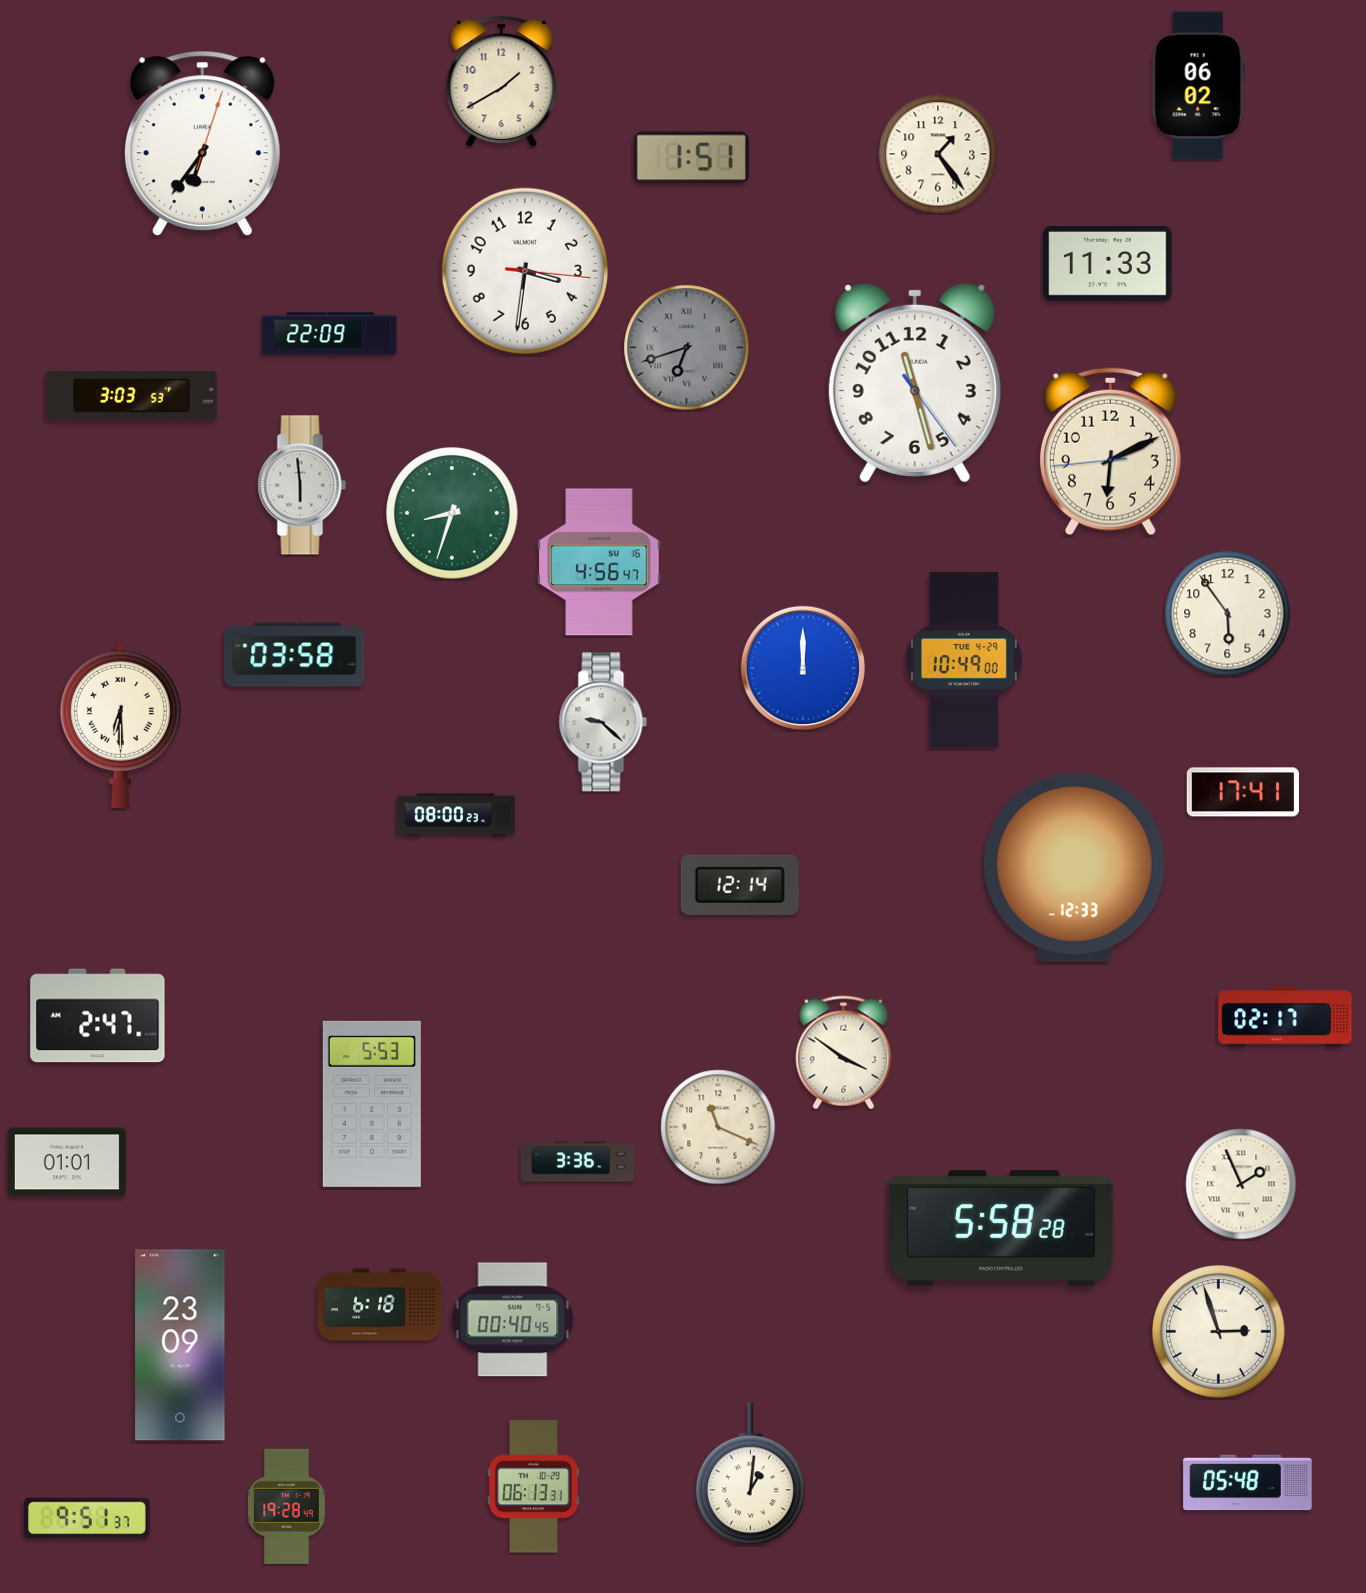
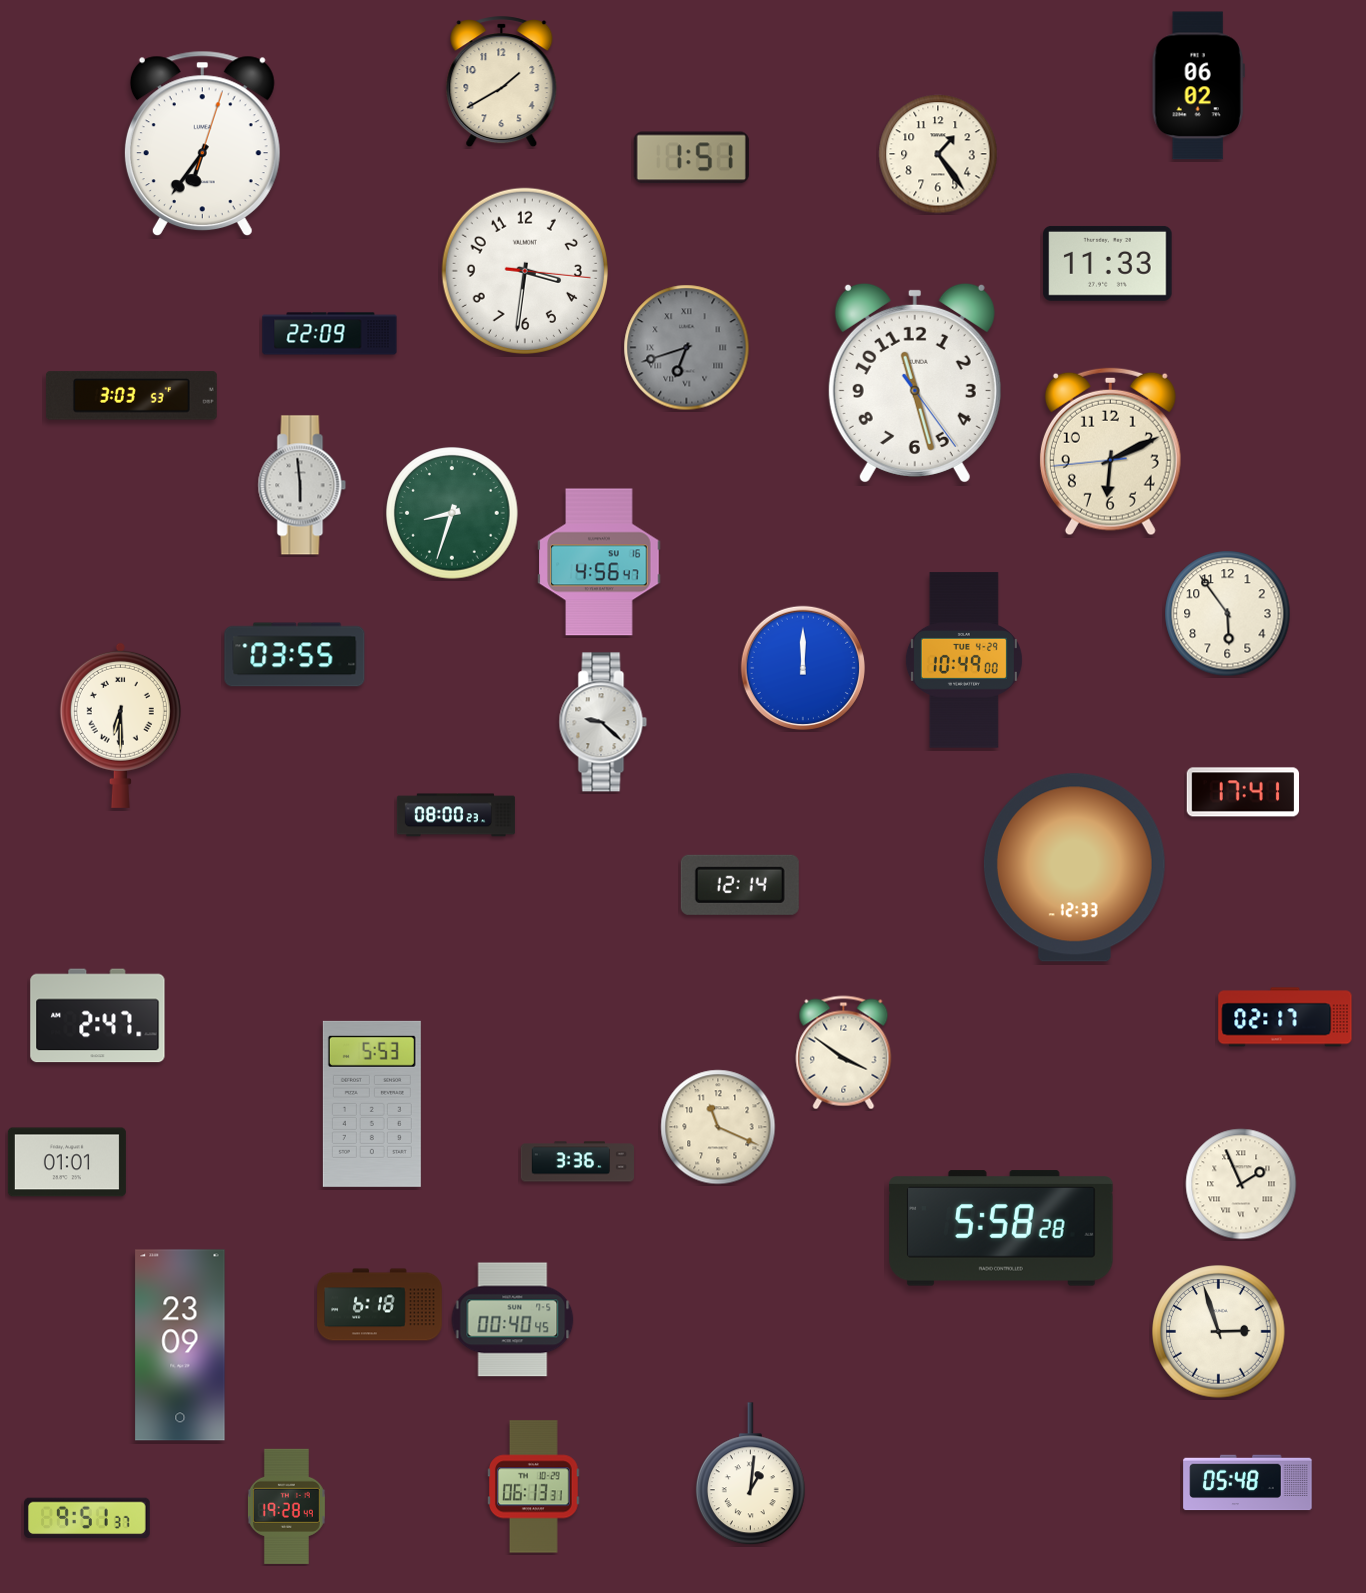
clock at (295, 655): 03:58 -> 03:55
